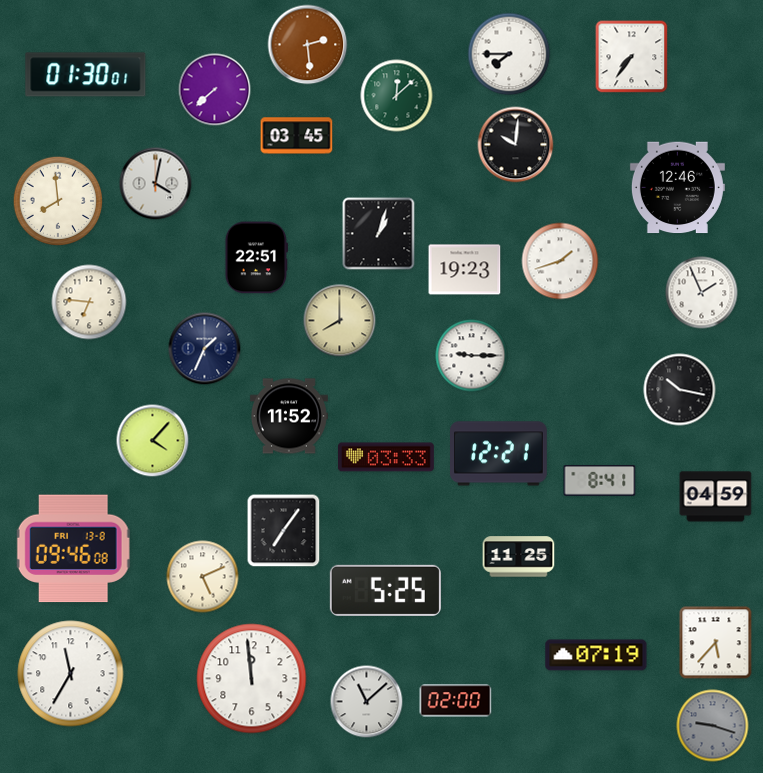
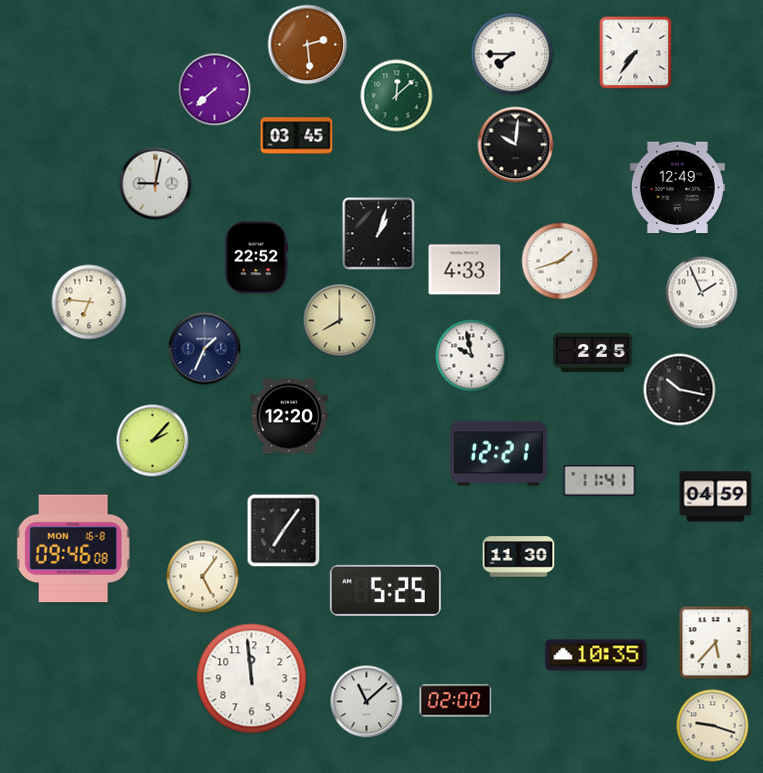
clock at (509, 54) position: (509, 54) -> (512, 54)
clock at (632, 57) position: (632, 57) -> (636, 53)
clock at (86, 75): 01:30 -> none
clock at (156, 184): 4:02 -> 9:02
clock at (677, 188): 12:46 -> 12:49
clock at (57, 200): 7:59 -> none
clock at (256, 258): 22:51 -> 22:52
clock at (465, 270): 19:23 -> 4:33
clock at (593, 352): none -> 2:25
clock at (472, 356): 9:15 -> 9:58
clock at (289, 416): 11:52 -> 12:20
clock at (153, 441): 4:07 -> 2:07
clock at (386, 457): 03:33 -> none
clock at (600, 481): 8:41 -> 11:41
clock at (74, 549) date: FRI 13-8 -> MON 16-8
clock at (519, 557): 11:25 -> 11:30
clock at (203, 577): 5:11 -> 5:06
clock at (596, 655): 07:19 -> 10:35
clock at (71, 674): 11:35 -> none
clock at (713, 726) dial: grey -> cream
